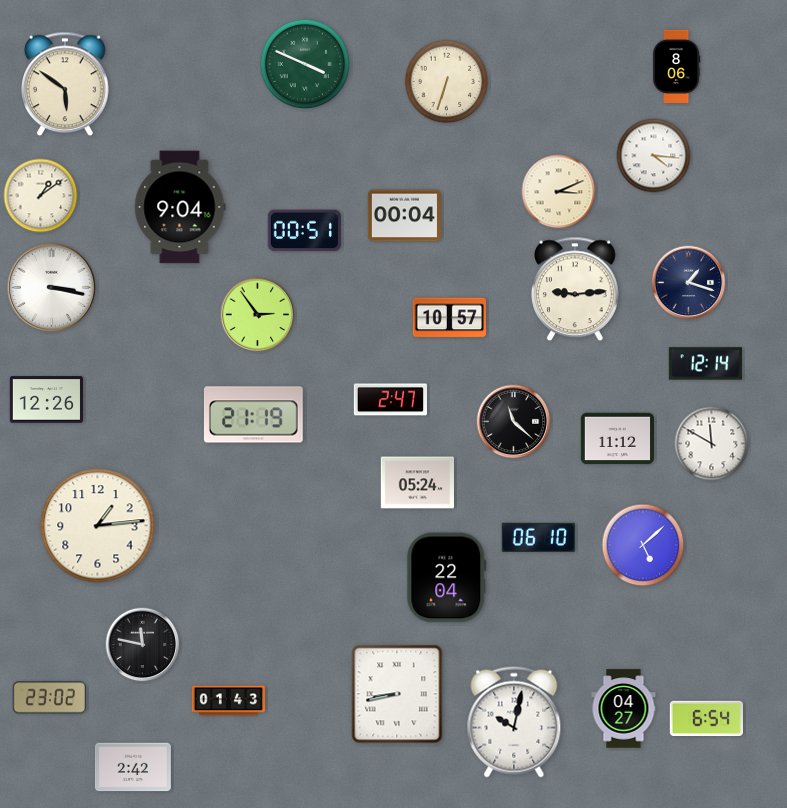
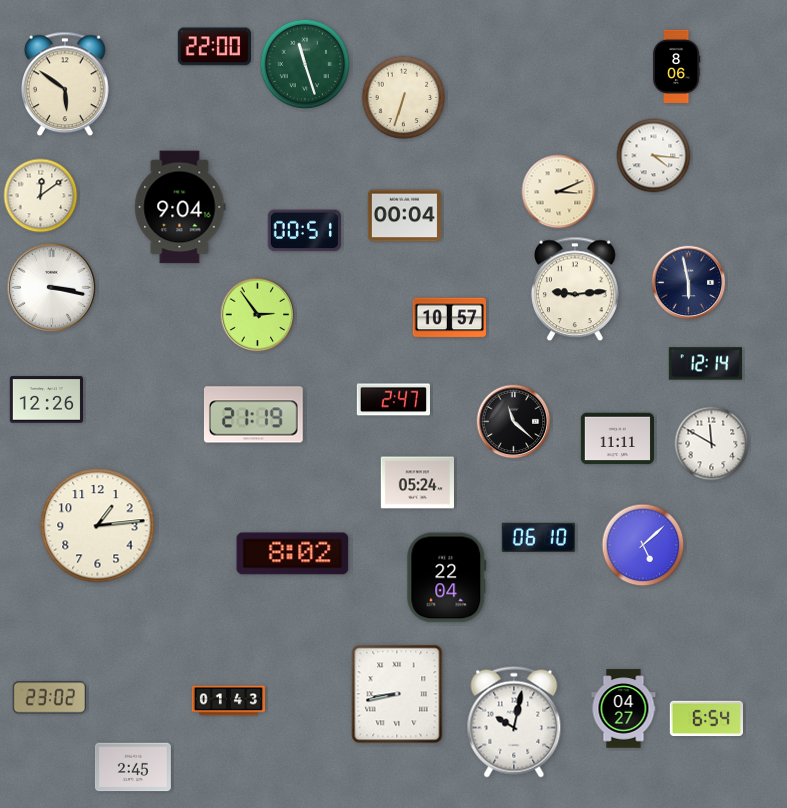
clock at (214, 47): none -> 22:00
clock at (305, 64): 3:49 -> 11:27
clock at (447, 82) position: (447, 82) -> (404, 98)
clock at (41, 196): 1:09 -> 12:09
clock at (689, 283): 1:18 -> 5:58
clock at (390, 400) position: (390, 400) -> (393, 400)
clock at (617, 439): 11:12 -> 11:11
clock at (293, 554): none -> 8:02
clock at (143, 645): 11:47 -> none
clock at (133, 767): 2:42 -> 2:45
